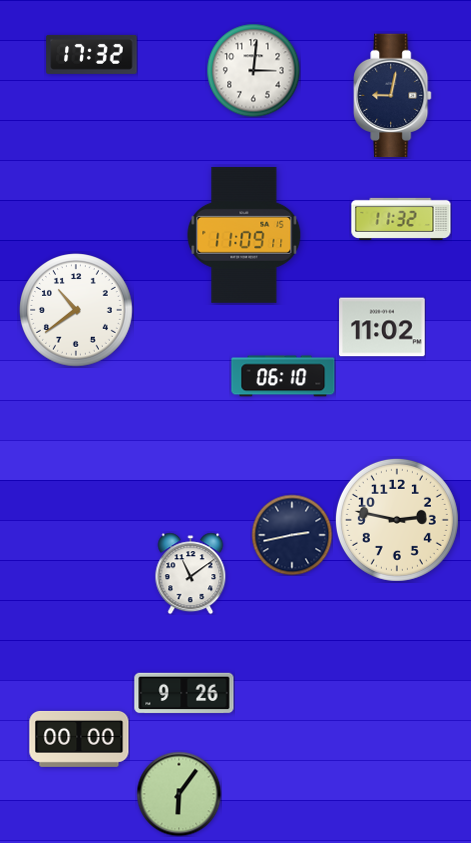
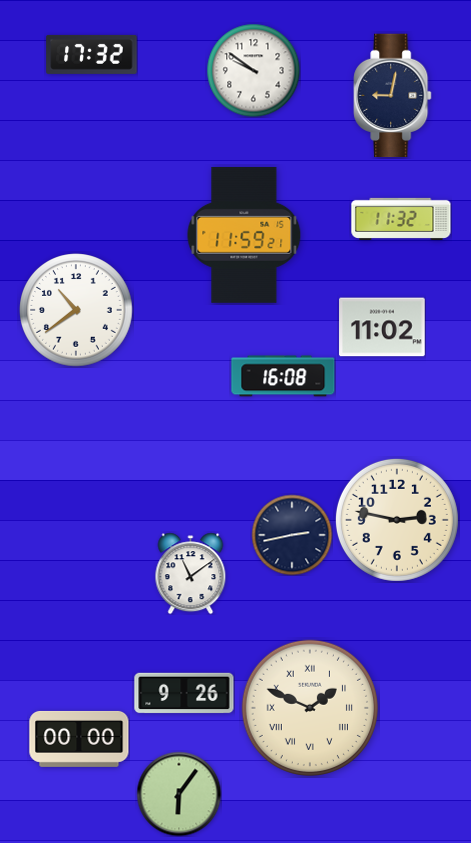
clock at (253, 70): 3:01 -> 9:51
clock at (244, 235): 11:09 -> 11:59
clock at (283, 376): 06:10 -> 16:08
clock at (309, 707): none -> 1:49
